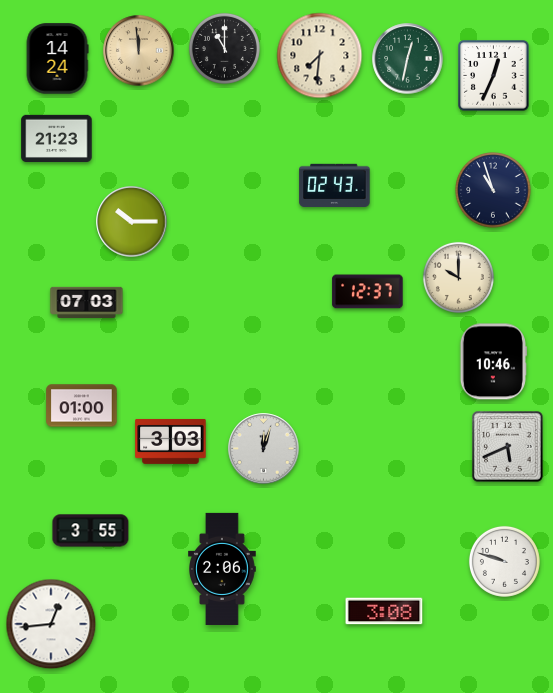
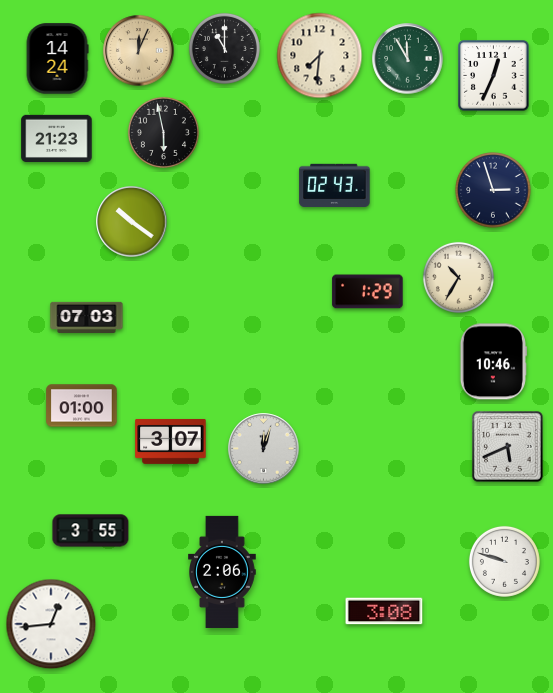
clock at (139, 51): 11:59 -> 12:04
clock at (408, 59): 12:32 -> 11:55
clock at (163, 132): none -> 5:58
clock at (493, 190): 10:57 -> 2:57
clock at (132, 222): 10:15 -> 10:21
clock at (458, 277): 10:00 -> 10:35
clock at (368, 292): 12:37 -> 1:29
clock at (87, 302) position: (87, 302) -> (87, 317)
clock at (171, 441): 3:03 -> 3:07
clock at (222, 569) position: (222, 569) -> (222, 572)
